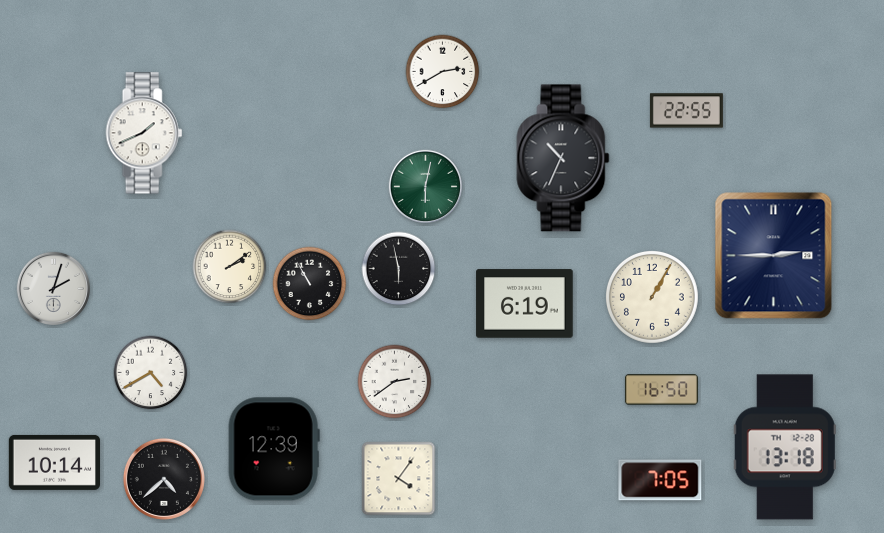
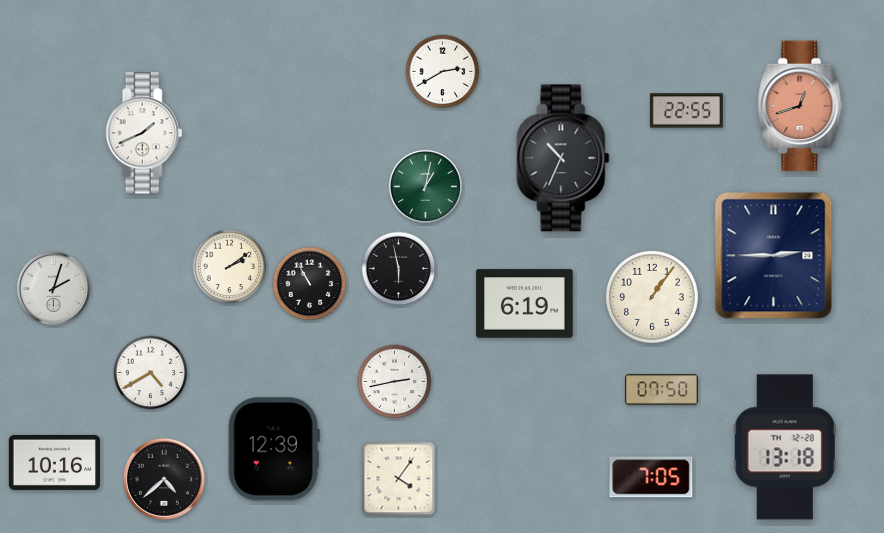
clock at (800, 106): none -> 12:42
clock at (425, 186): 6:02 -> 1:02
clock at (652, 297): 1:05 -> 1:06
clock at (395, 382): 2:39 -> 2:43
clock at (661, 390): 16:50 -> 07:50
clock at (54, 462): 10:14 -> 10:16
clock at (660, 480) position: (660, 480) -> (651, 477)
